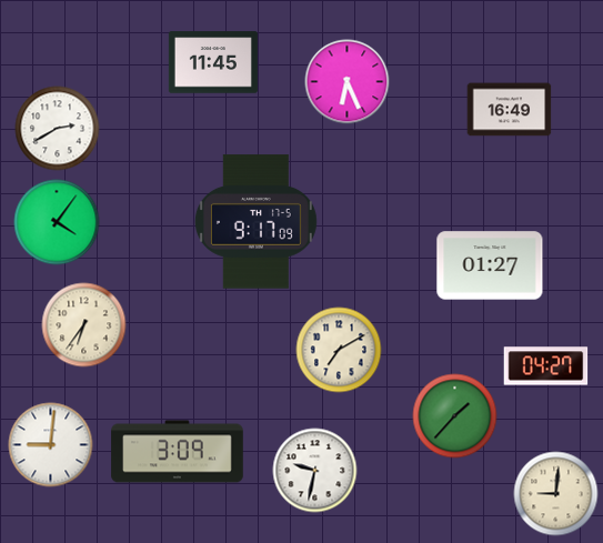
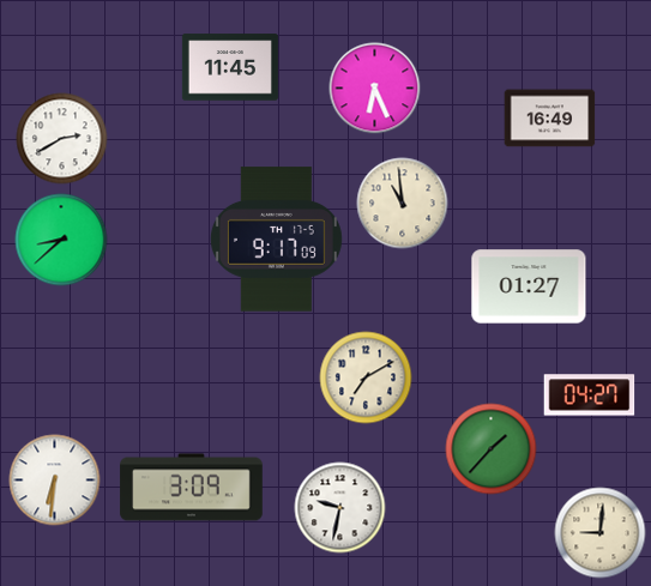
clock at (403, 204): none -> 10:59
clock at (57, 222): 4:06 -> 8:38
clock at (84, 325): 6:36 -> none
clock at (51, 445): 9:01 -> 6:31
